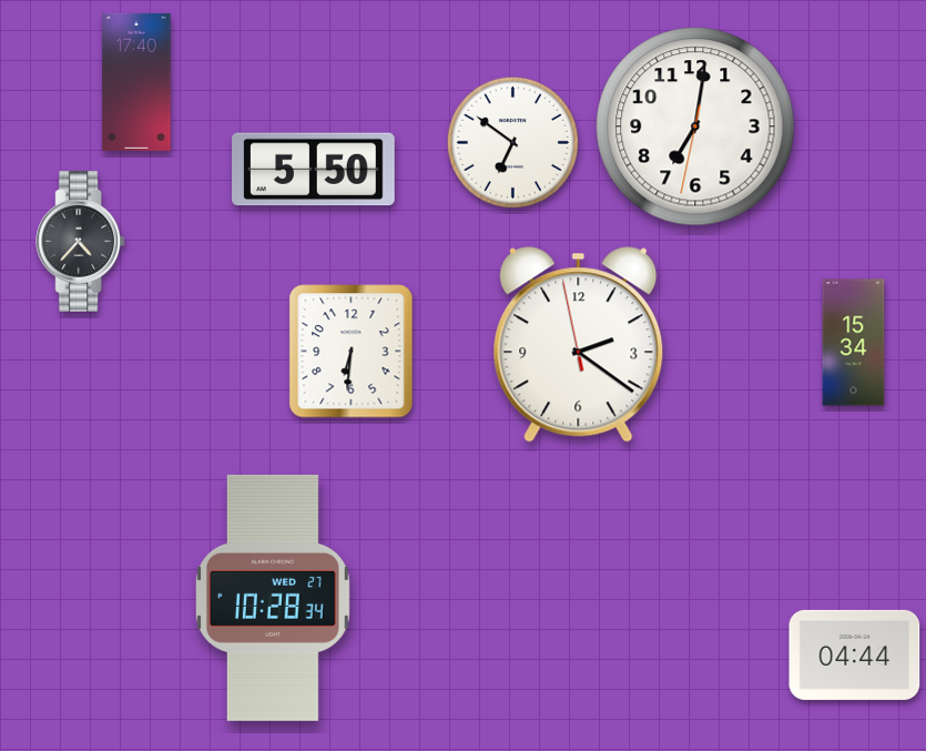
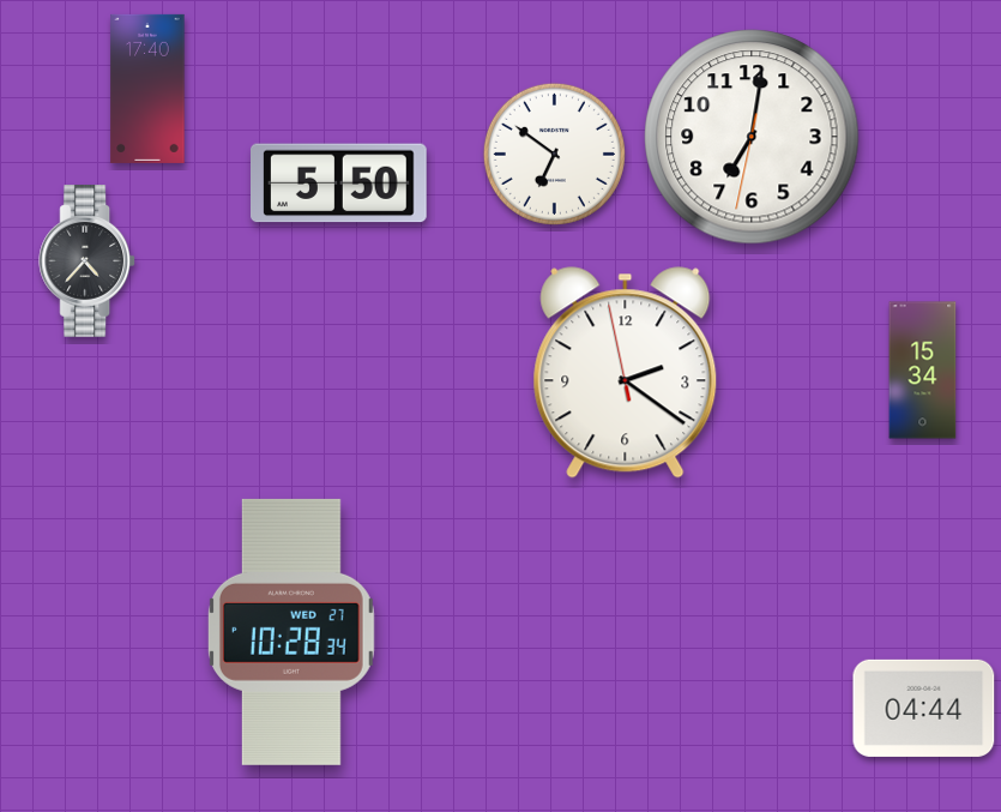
clock at (352, 352): 6:31 -> none
clock at (273, 598) position: (273, 598) -> (291, 632)
